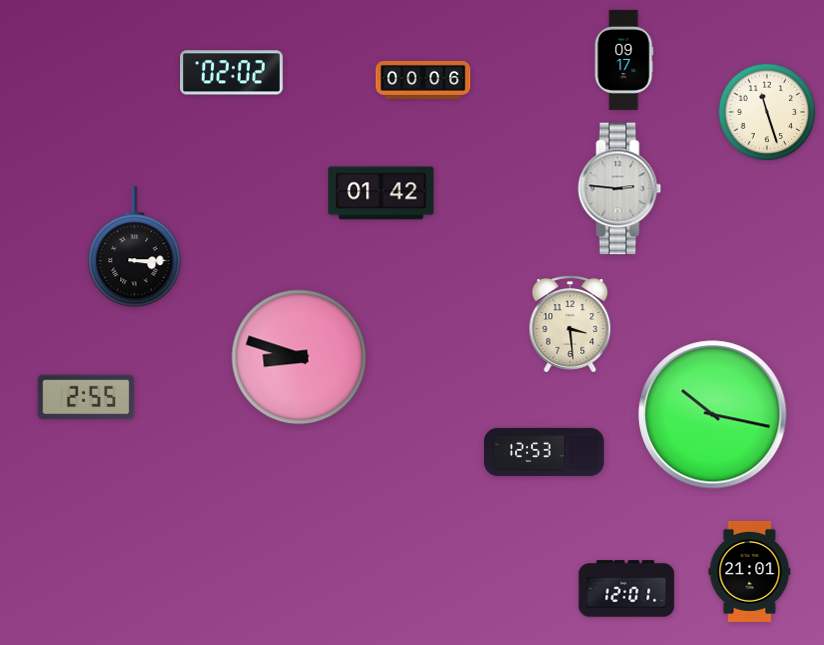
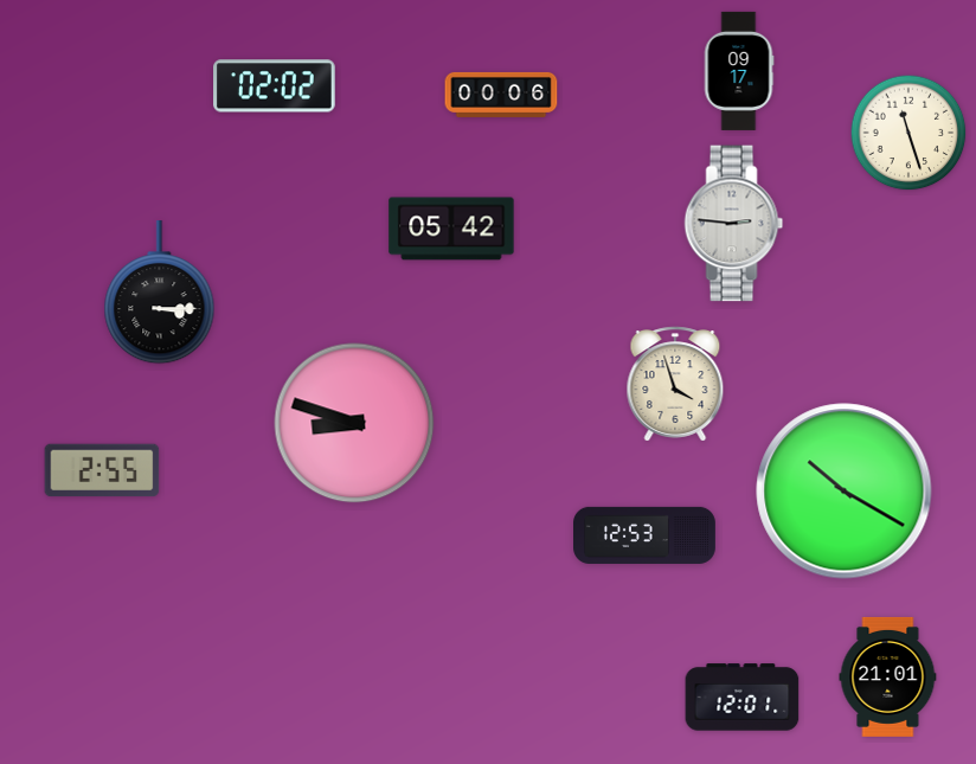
clock at (381, 193): 01:42 -> 05:42
clock at (570, 324): 3:29 -> 3:57
clock at (713, 415): 10:17 -> 10:20
